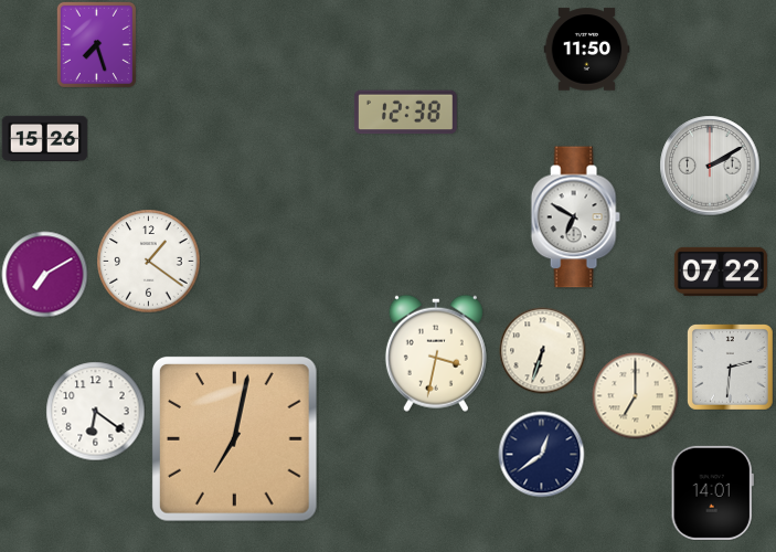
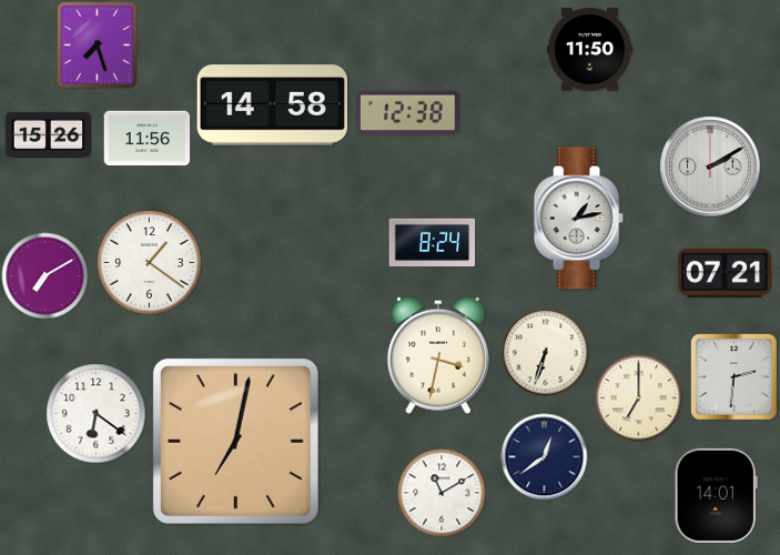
clock at (273, 105): none -> 14:58
clock at (44, 138) position: (44, 138) -> (48, 134)
clock at (146, 139): none -> 11:56
clock at (710, 166) position: (710, 166) -> (710, 167)
clock at (575, 217): 6:50 -> 1:13
clock at (432, 243): none -> 8:24
clock at (721, 272): 07:22 -> 07:21
clock at (731, 368) position: (731, 368) -> (735, 377)
clock at (442, 493): none -> 11:10
